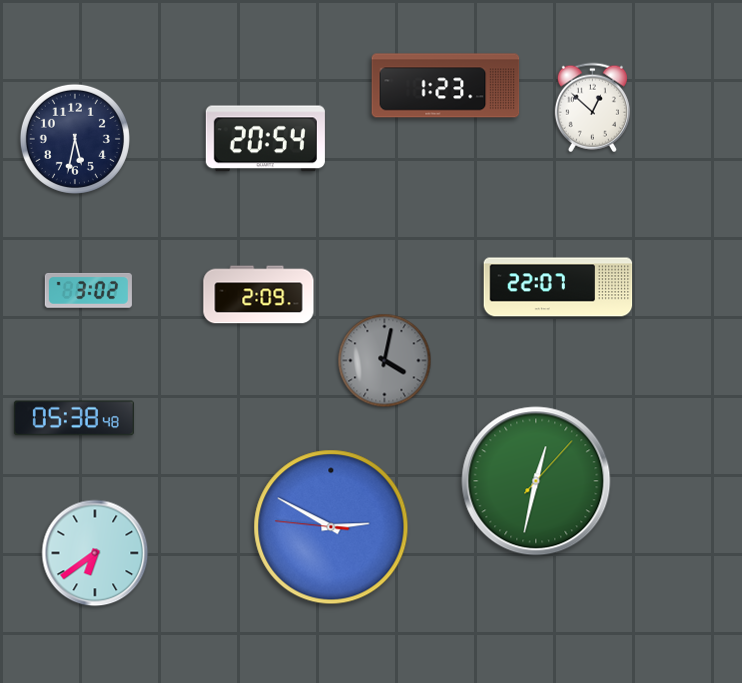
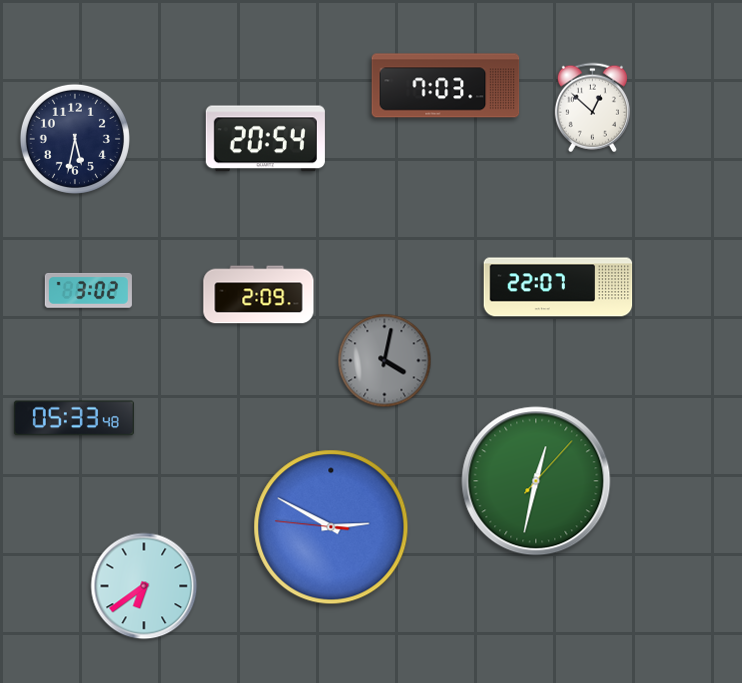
clock at (446, 86): 1:23 -> 7:03
clock at (74, 418): 05:38 -> 05:33
clock at (95, 553) position: (95, 553) -> (144, 586)
